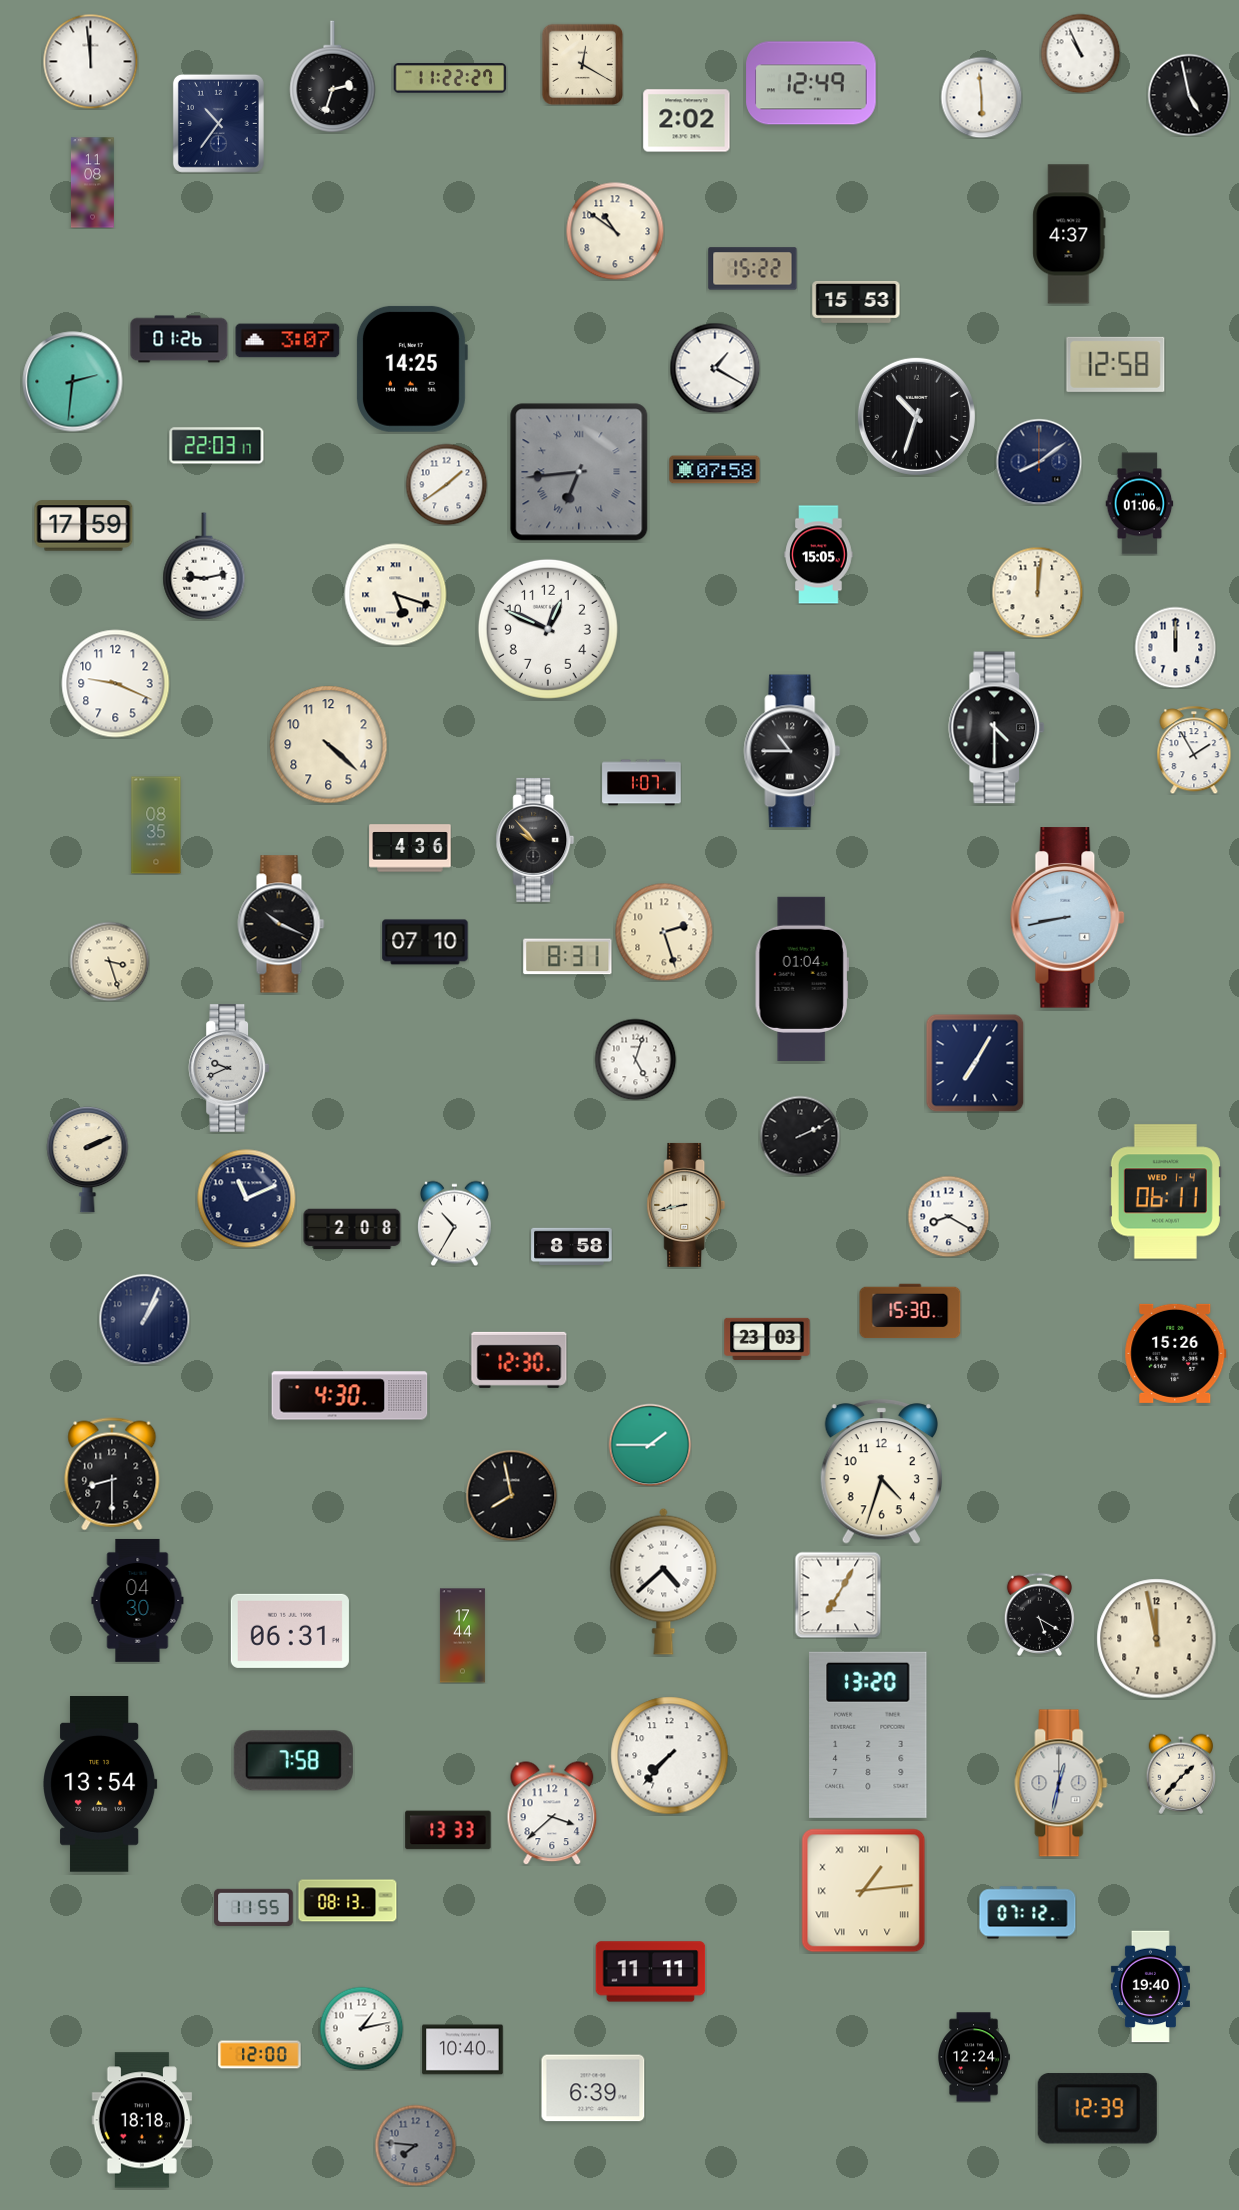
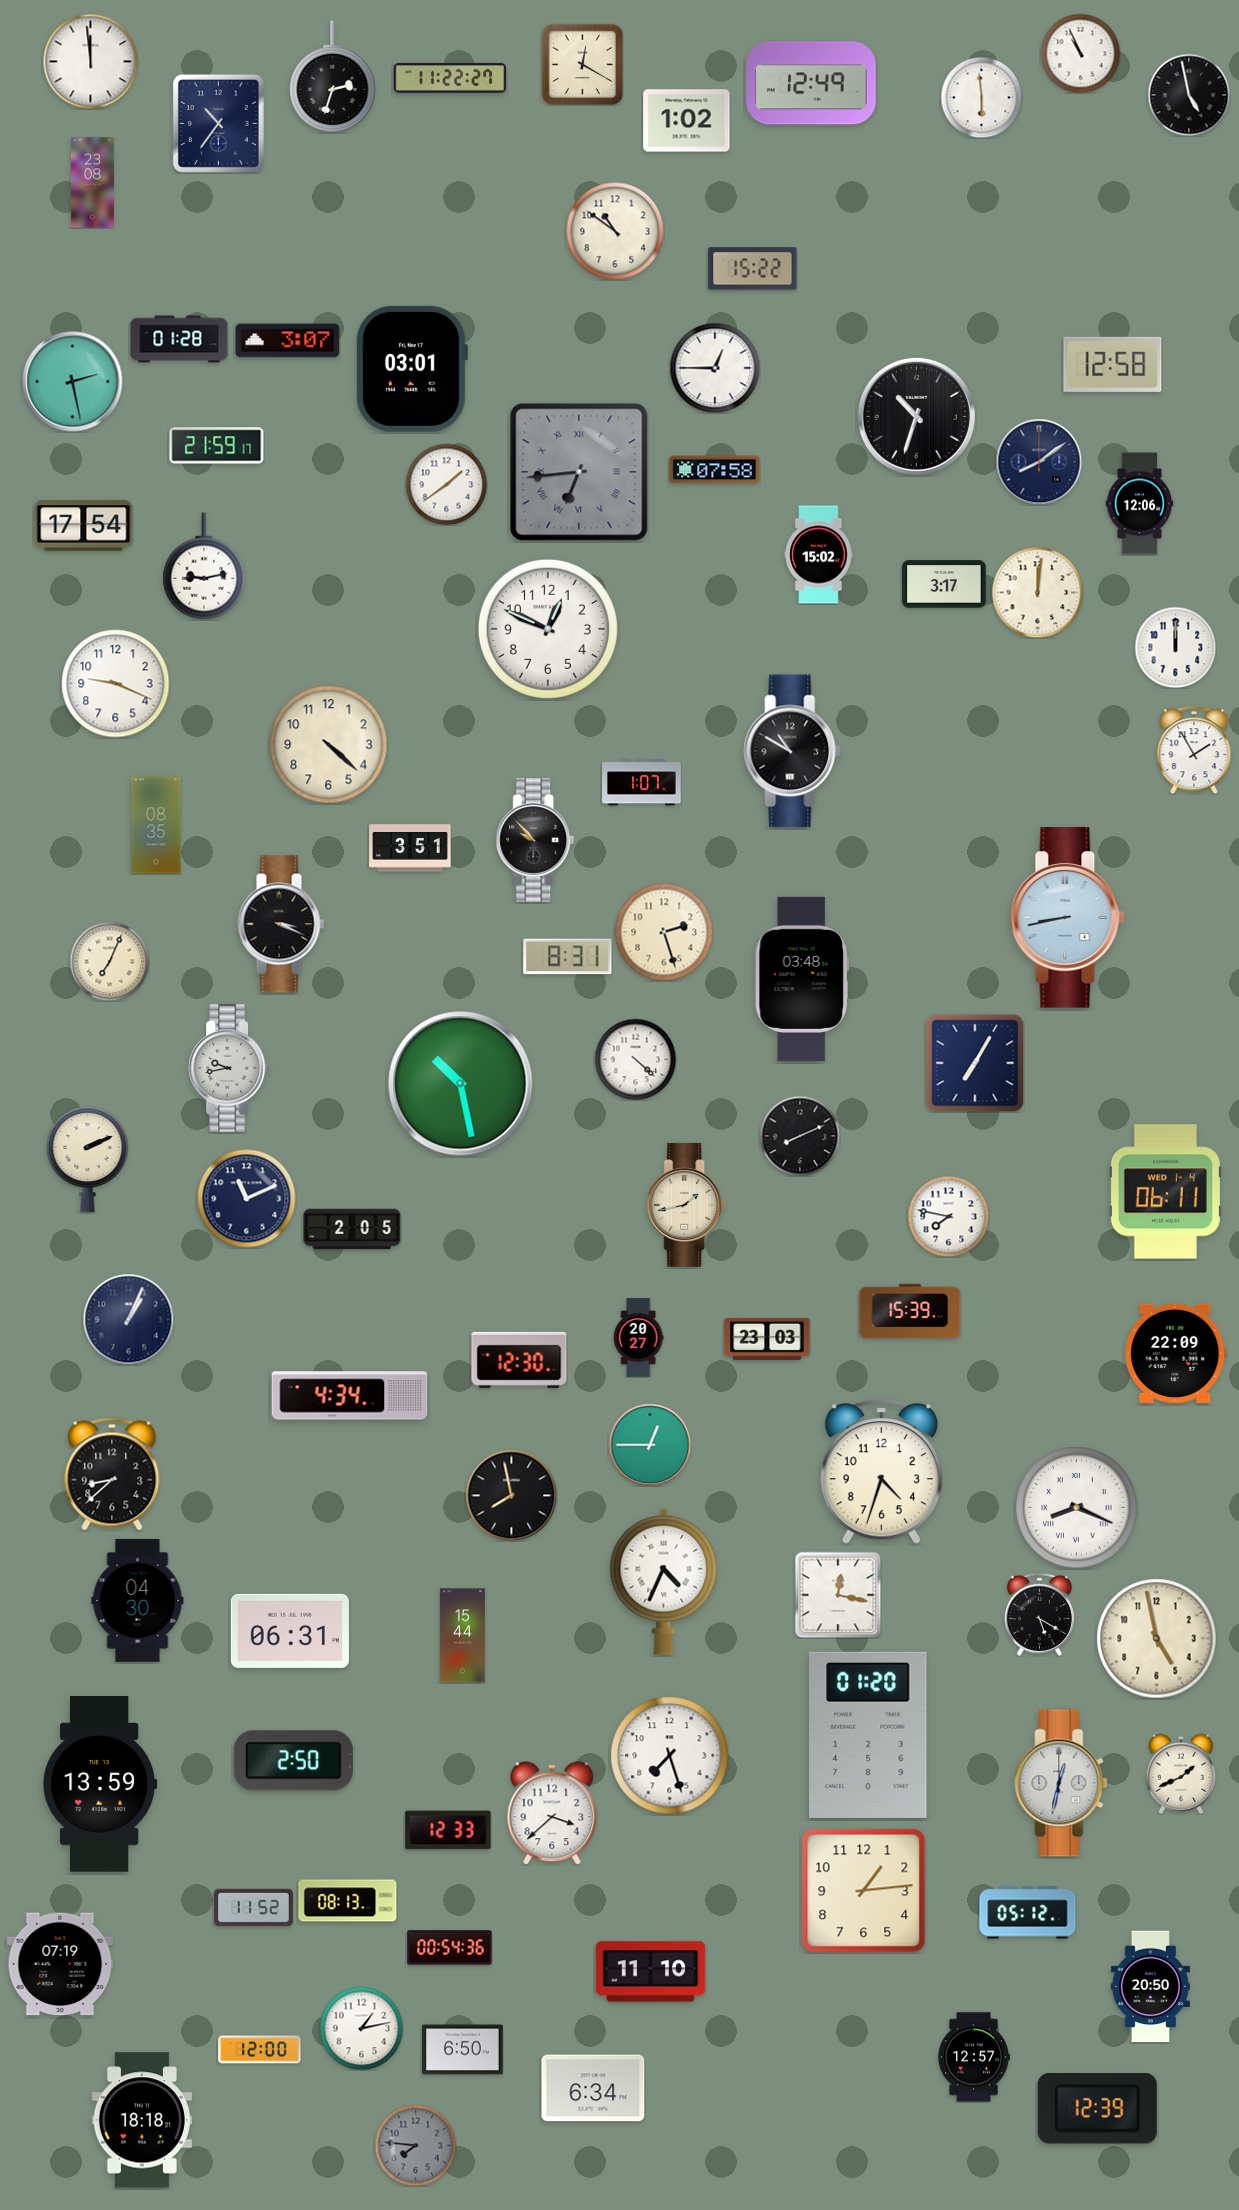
clock at (687, 121): 2:02 -> 1:02
clock at (92, 183): 11:08 -> 23:08
clock at (1069, 234): 4:37 -> none
clock at (856, 302): 15:53 -> none
clock at (179, 339): 01:26 -> 01:28
clock at (1116, 364) position: (1116, 364) -> (1113, 364)
clock at (715, 368): 1:20 -> 12:45
clock at (411, 369): 14:25 -> 03:01
clock at (73, 382): 2:31 -> 2:28
clock at (217, 446): 22:03 -> 21:59
clock at (1140, 504): 01:06 -> 12:06
clock at (84, 526): 17:59 -> 17:54
clock at (819, 555): 15:05 -> 15:02
clock at (944, 584): none -> 3:17
clock at (396, 595): 5:18 -> none
clock at (997, 728): 4:30 -> none
clock at (792, 751): 10:45 -> 10:50
clock at (410, 848): 4:36 -> 3:51
clock at (281, 924): 10:19 -> 3:19
clock at (425, 942): 07:10 -> none
clock at (109, 961): 3:27 -> 7:04
clock at (802, 979): 01:04 -> 03:48
clock at (635, 1059): 5:03 -> 4:22
clock at (229, 1068): 9:41 -> 9:43
clock at (461, 1084): none -> 10:28
clock at (800, 1136): 2:11 -> 8:11
clock at (686, 1205): 8:43 -> 1:43
clock at (948, 1216): 8:20 -> 7:47
clock at (455, 1223): 10:35 -> none
clock at (352, 1229): 2:08 -> 2:05
clock at (572, 1247): 8:58 -> none
clock at (910, 1311): 15:30 -> 15:39
clock at (144, 1319) position: (144, 1319) -> (128, 1319)
clock at (638, 1338): none -> 20:27
clock at (1176, 1353): 15:26 -> 22:09
clock at (350, 1396): 4:30 -> 4:34
clock at (650, 1445): 1:45 -> 12:45
clock at (112, 1474): 8:30 -> 8:38
clock at (1077, 1508): none -> 8:19
clock at (664, 1581): 4:38 -> 4:34
clock at (838, 1595): 7:05 -> 12:17
clock at (462, 1636): 17:44 -> 15:44
clock at (1157, 1639): 11:58 -> 4:58
clock at (868, 1735): 13:20 -> 01:20
clock at (670, 1756): 7:37 -> 7:27
clock at (293, 1761): 7:58 -> 2:50
clock at (1181, 1774): 1:37 -> 1:41
clock at (101, 1785): 13:54 -> 13:59
clock at (448, 1830): 13:33 -> 12:33
clock at (864, 1891) numerals: Roman -> Arabic
clock at (254, 1908): 11:55 -> 11:52
clock at (1028, 1913): 07:12 -> 05:12
clock at (450, 1948): none -> 00:54
clock at (60, 1964): none -> 07:19
clock at (651, 1972): 11:11 -> 11:10
clock at (1150, 1987): 19:40 -> 20:50
clock at (463, 2050): 10:40 -> 6:50
clock at (260, 2055) position: (260, 2055) -> (260, 2050)
clock at (974, 2057): 12:24 -> 12:57
clock at (593, 2088): 6:39 -> 6:34
